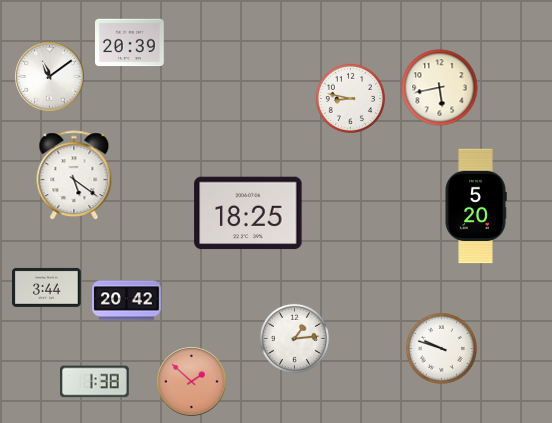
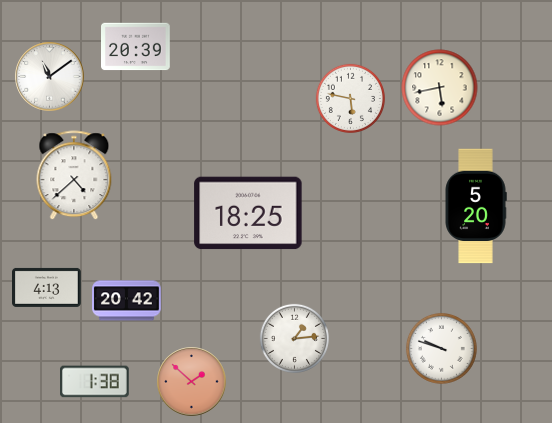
clock at (130, 43) position: (130, 43) -> (136, 47)
clock at (350, 98): 8:47 -> 5:47
clock at (74, 176): 5:21 -> 4:38
clock at (47, 287): 3:44 -> 4:13
